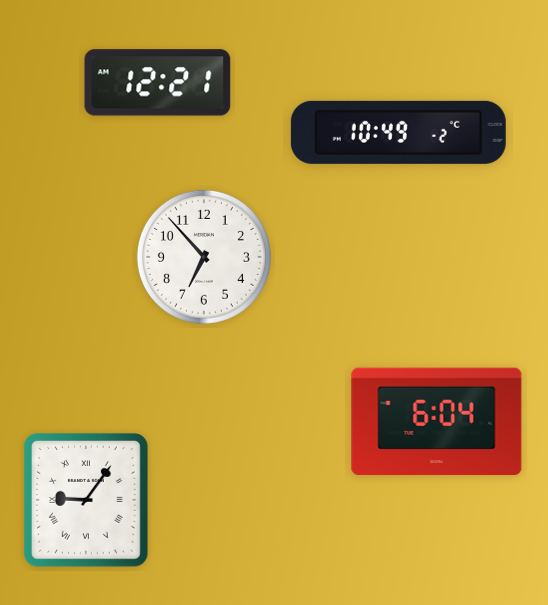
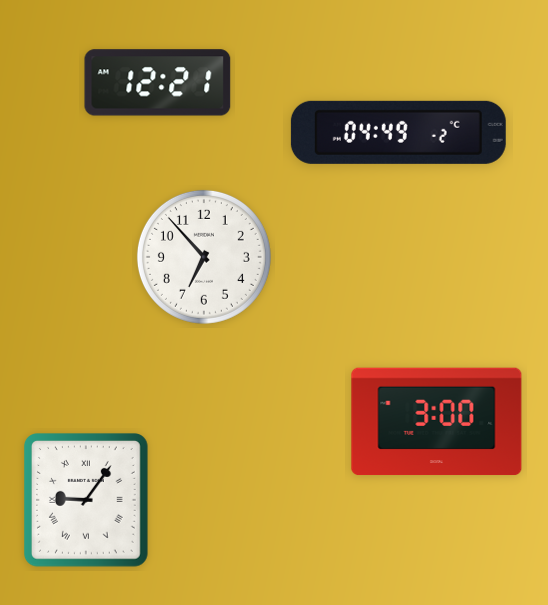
clock at (398, 132): 10:49 -> 04:49
clock at (437, 422): 6:04 -> 3:00
